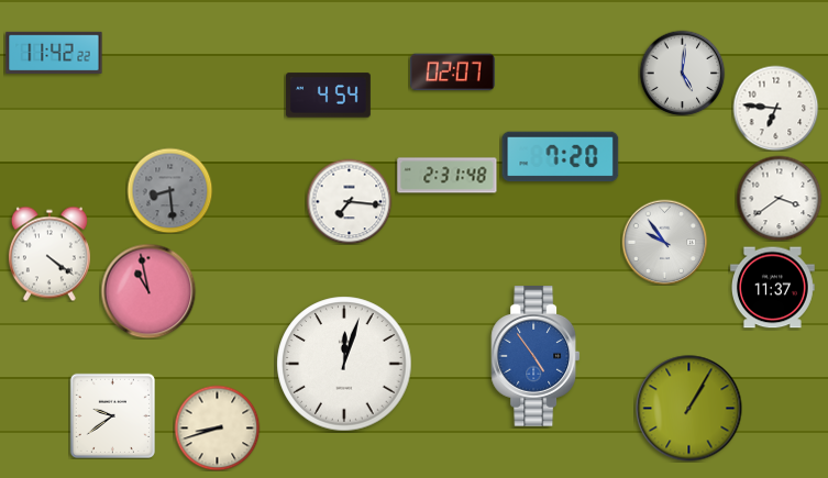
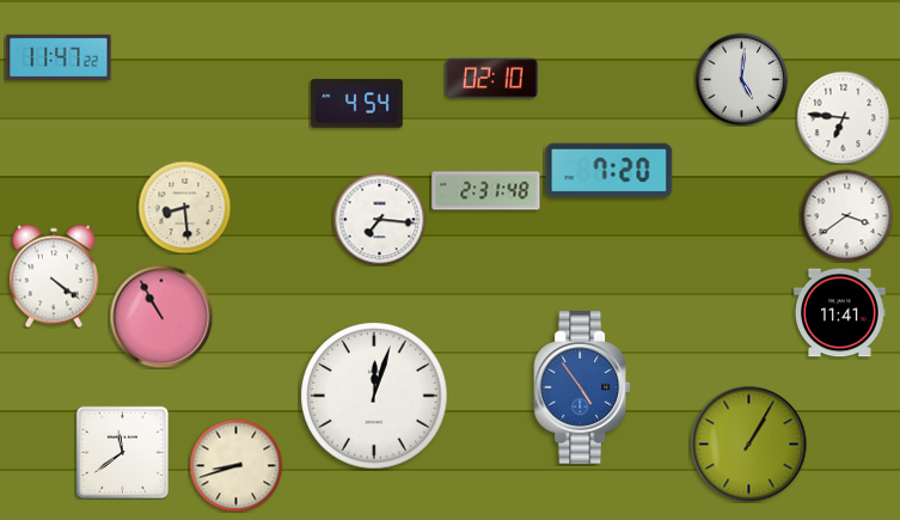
clock at (54, 52): 11:42 -> 11:47
clock at (453, 73): 02:07 -> 02:10
clock at (169, 190) dial: grey -> cream
clock at (664, 242): 9:54 -> none
clock at (772, 288): 11:37 -> 11:41
clock at (148, 291): 10:58 -> 10:55
clock at (112, 415): 9:39 -> 11:39
